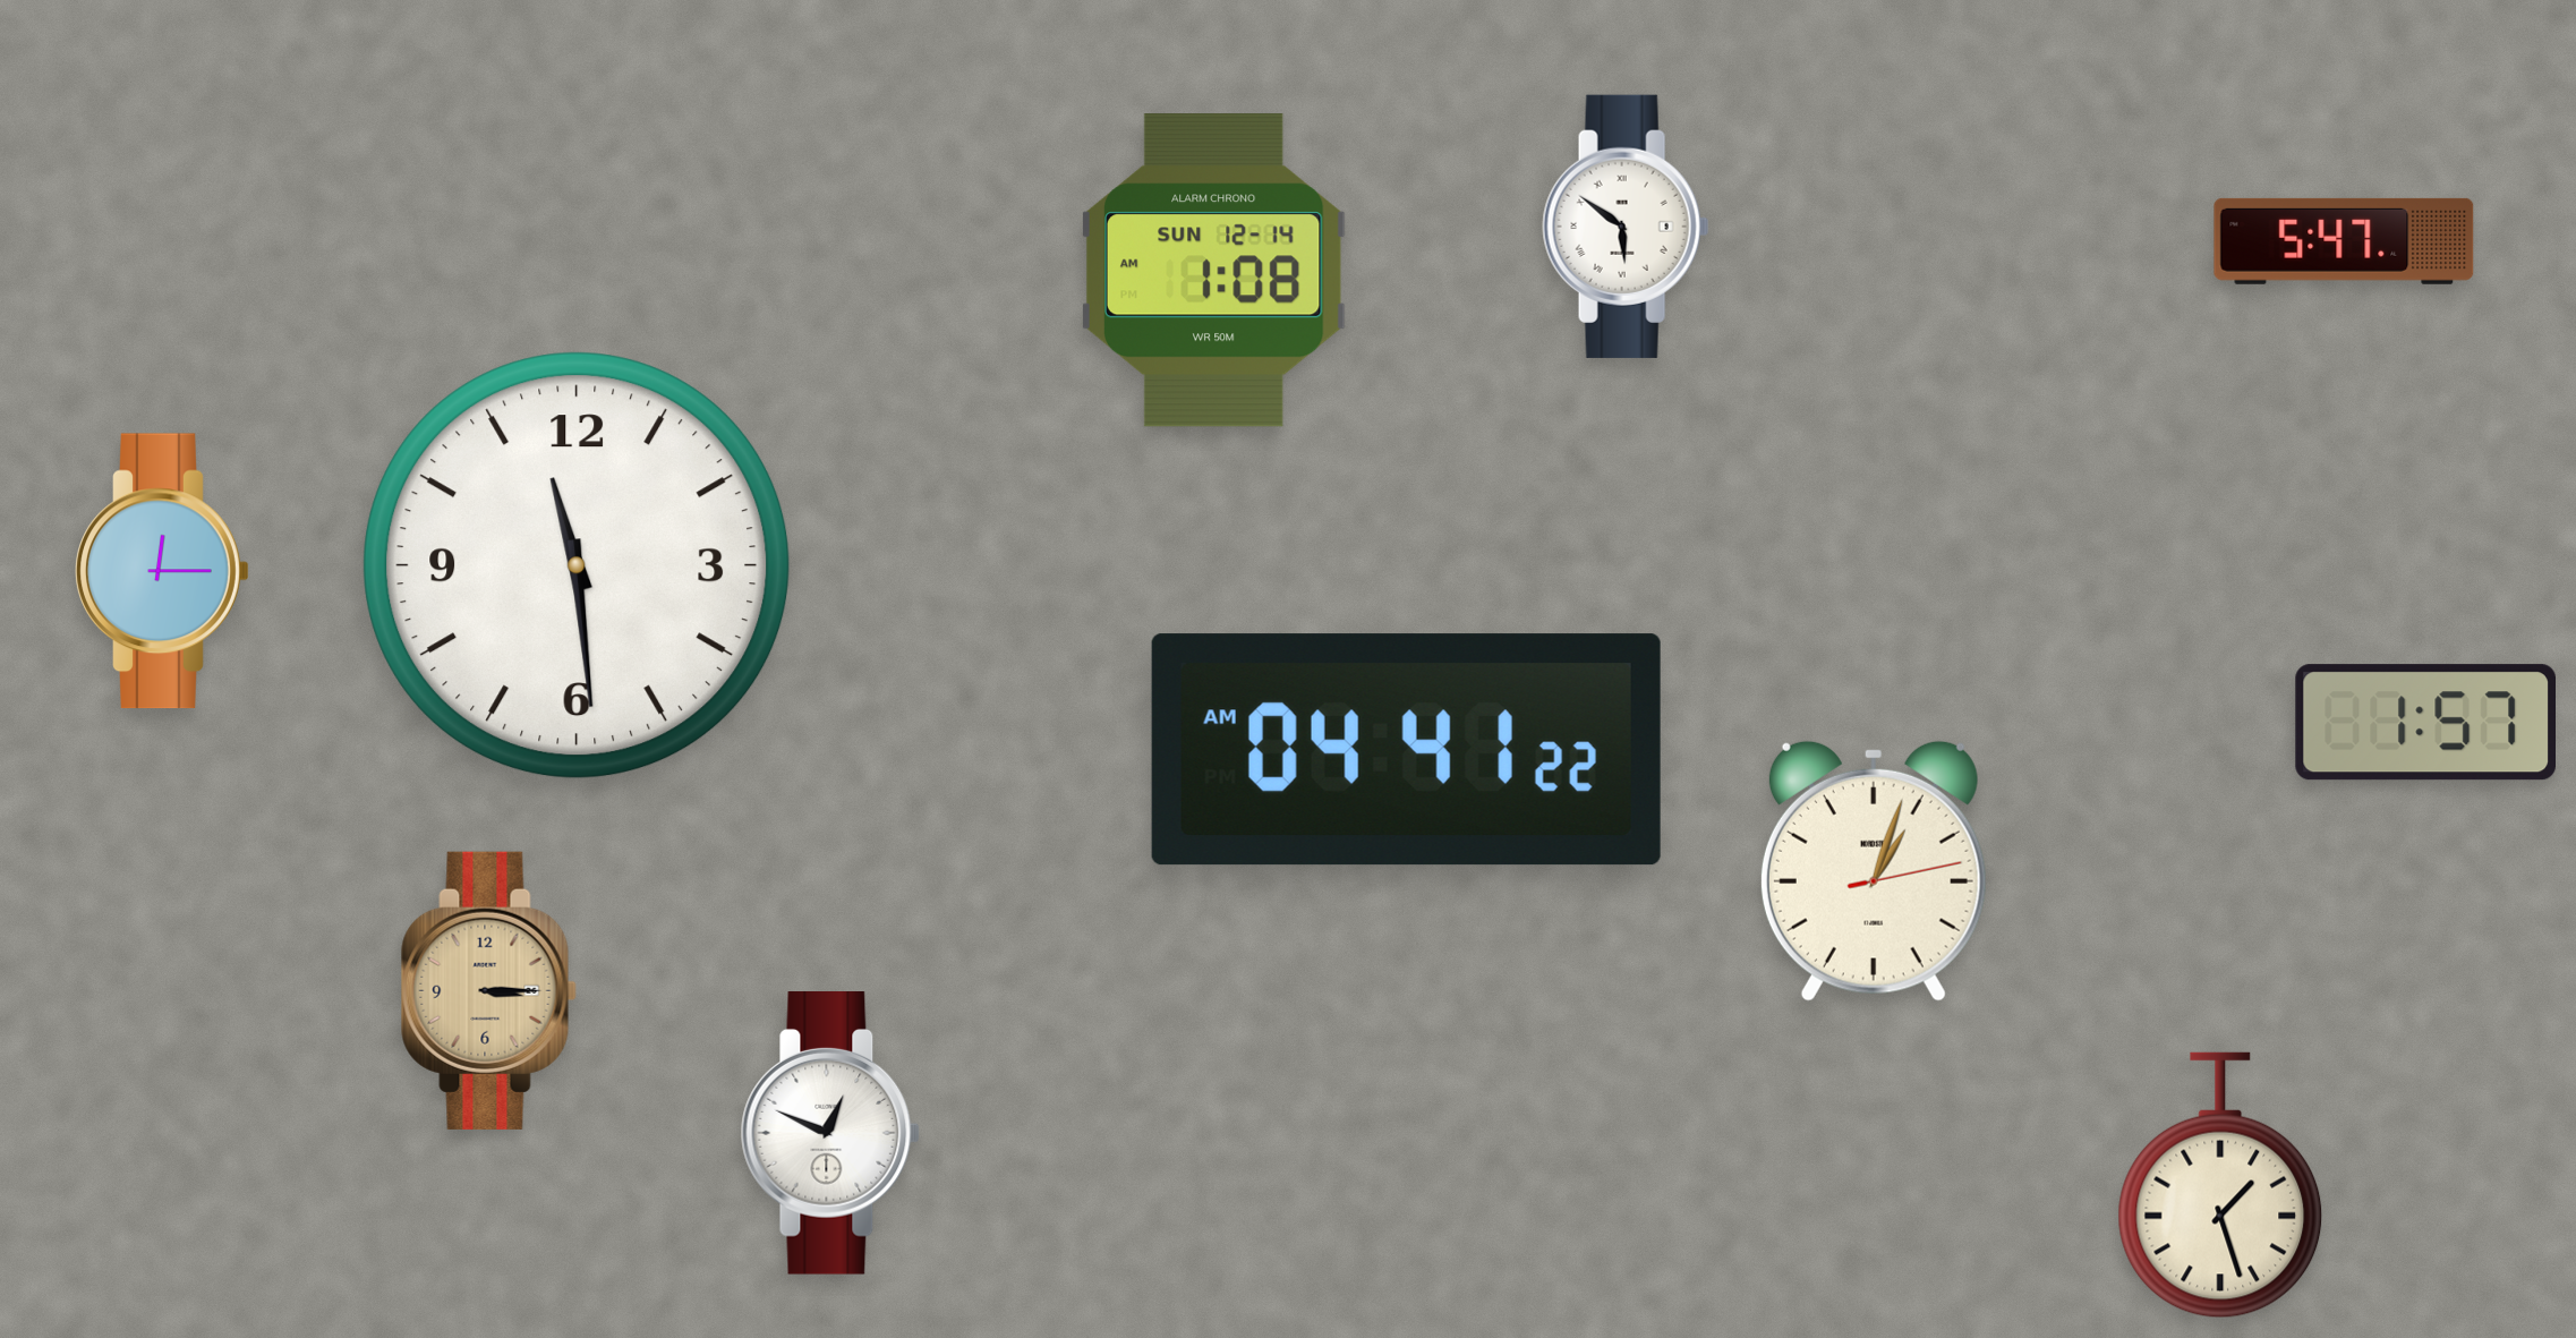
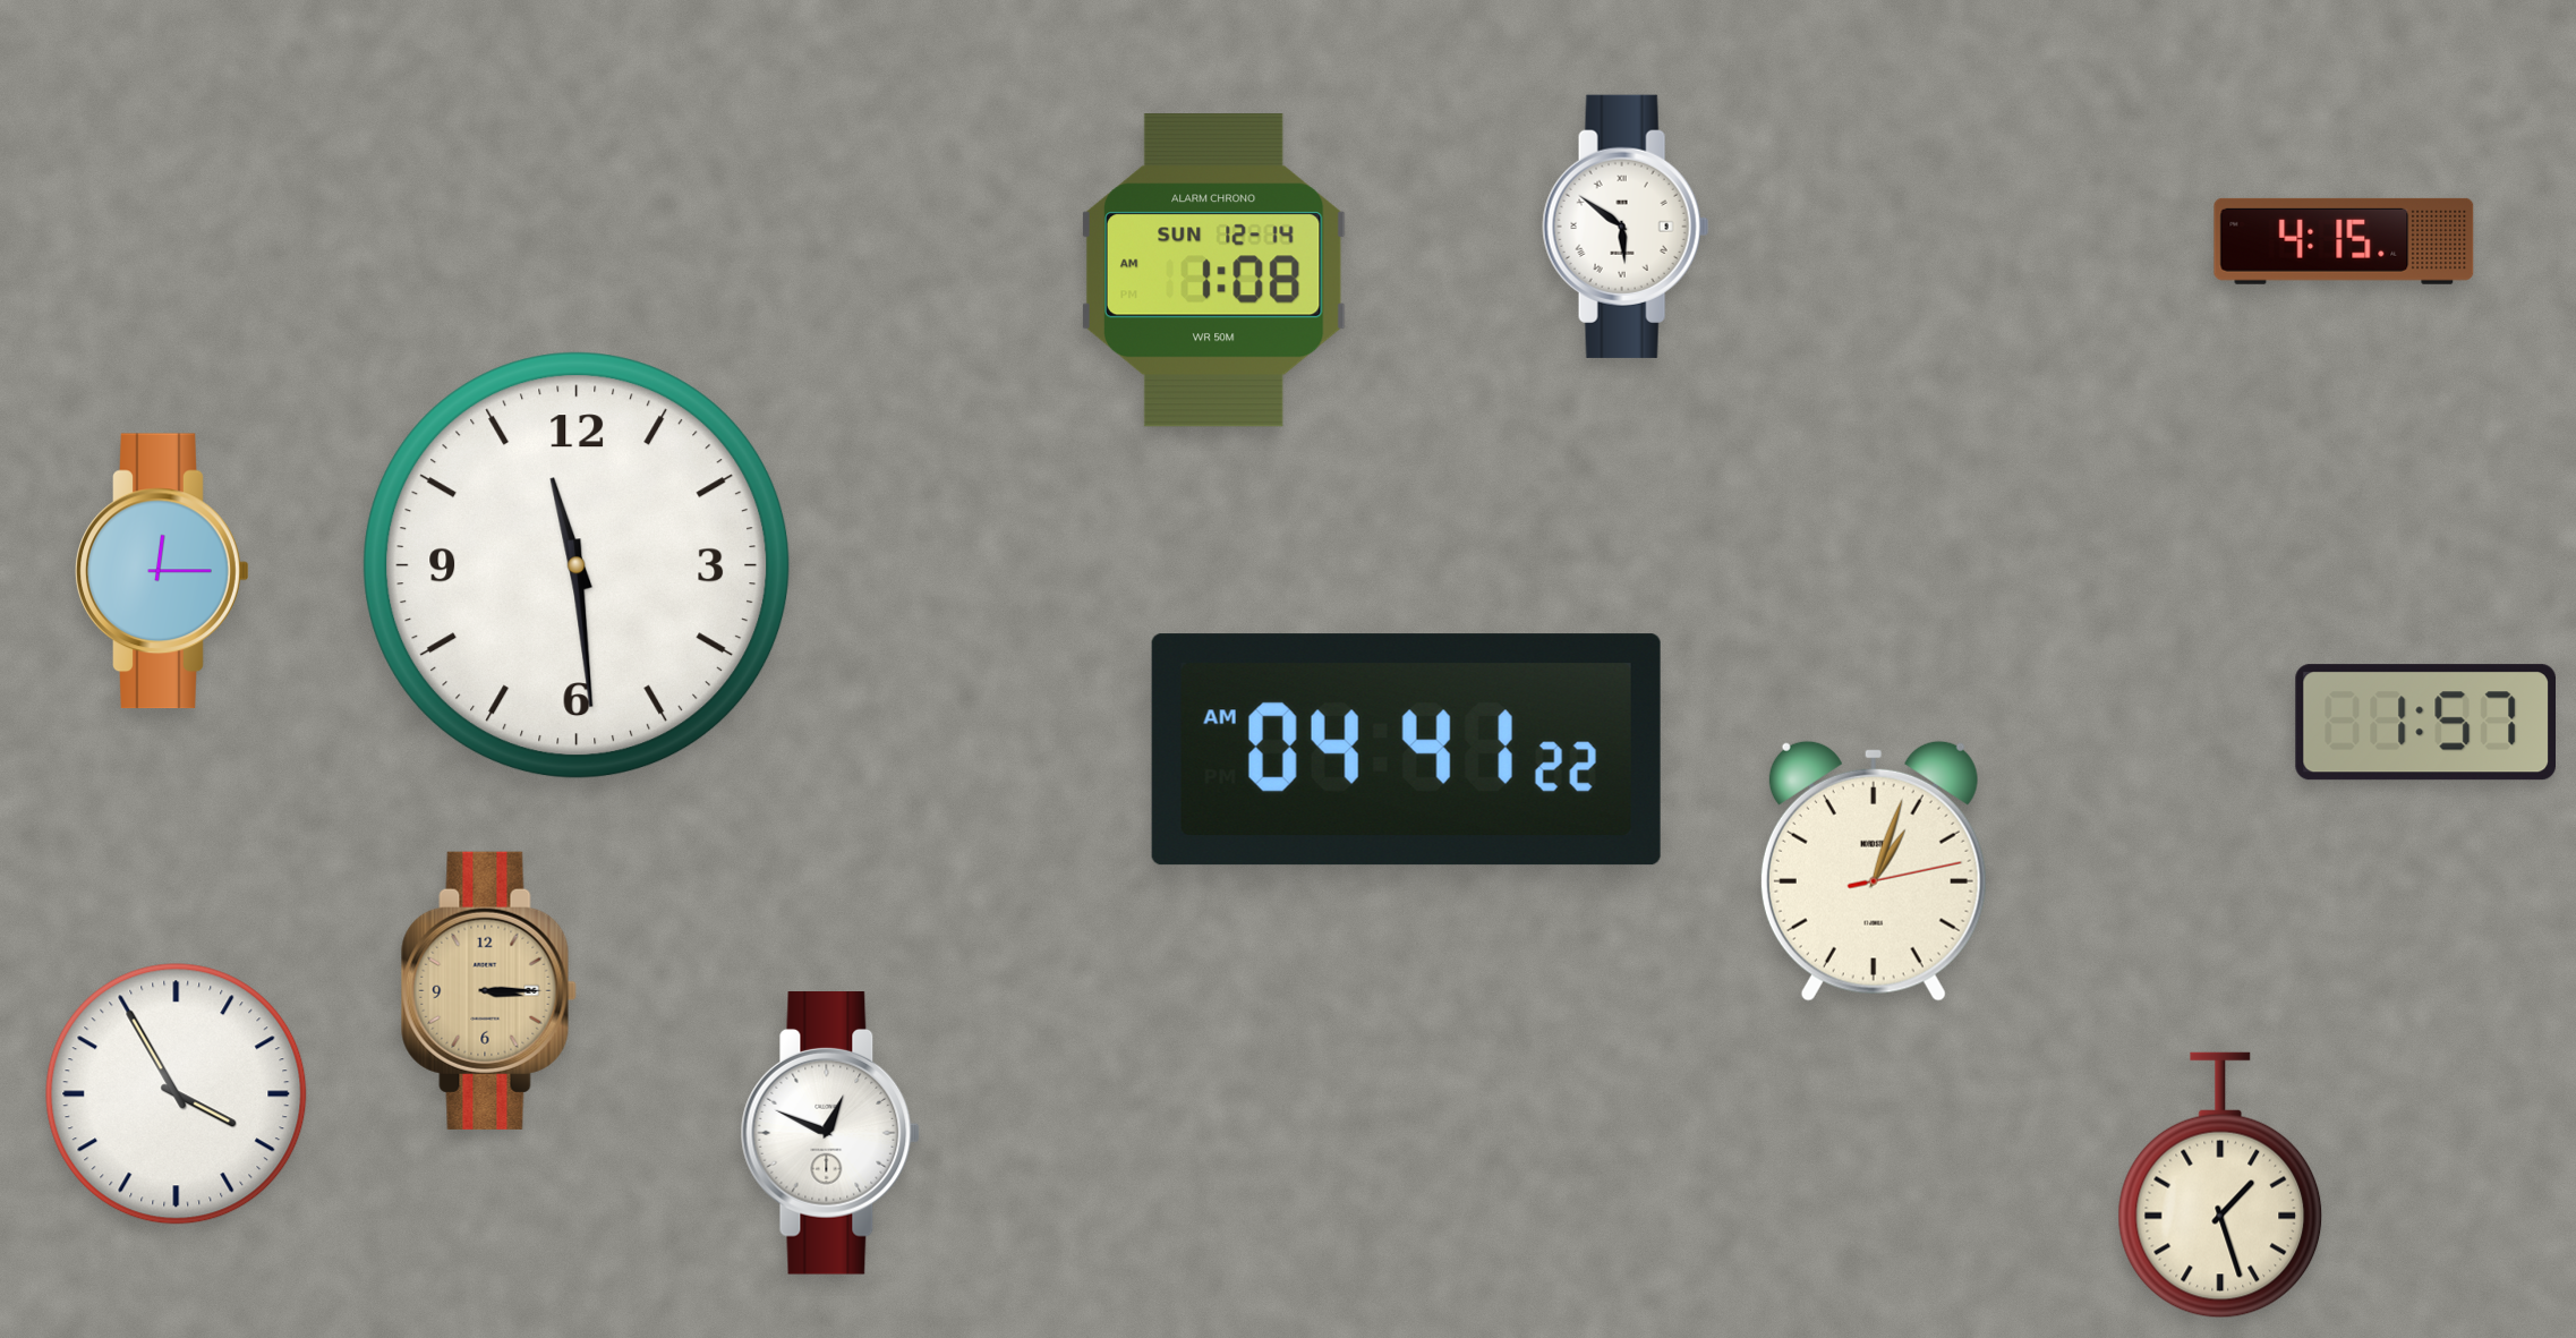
clock at (2344, 241): 5:47 -> 4:15
clock at (177, 1094): none -> 3:55
